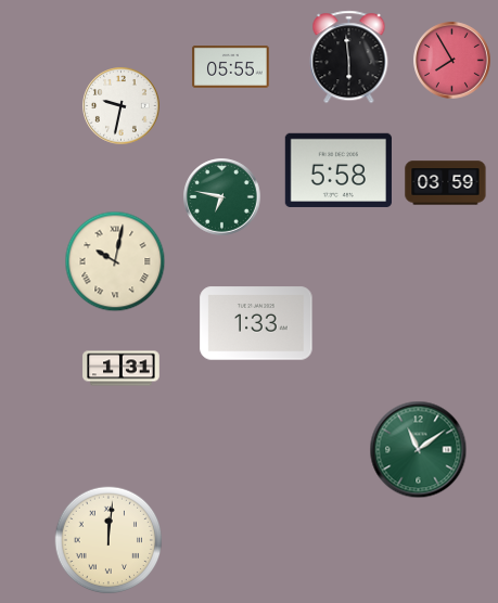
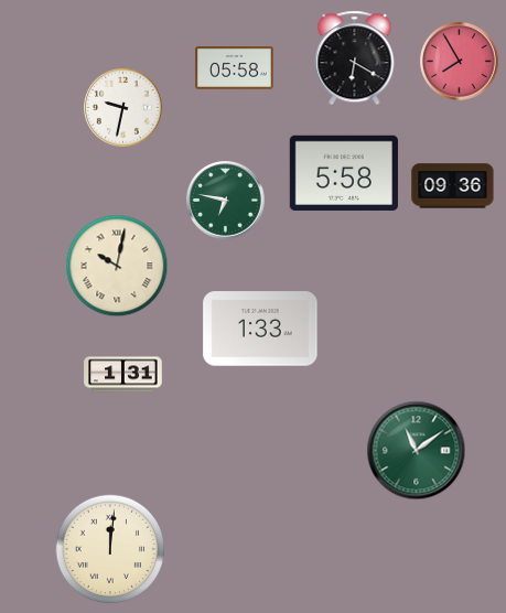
clock at (349, 57): 5:59 -> 6:20
clock at (231, 67): 05:55 -> 05:58
clock at (446, 183): 03:59 -> 09:36
clock at (419, 450) position: (419, 450) -> (417, 451)
